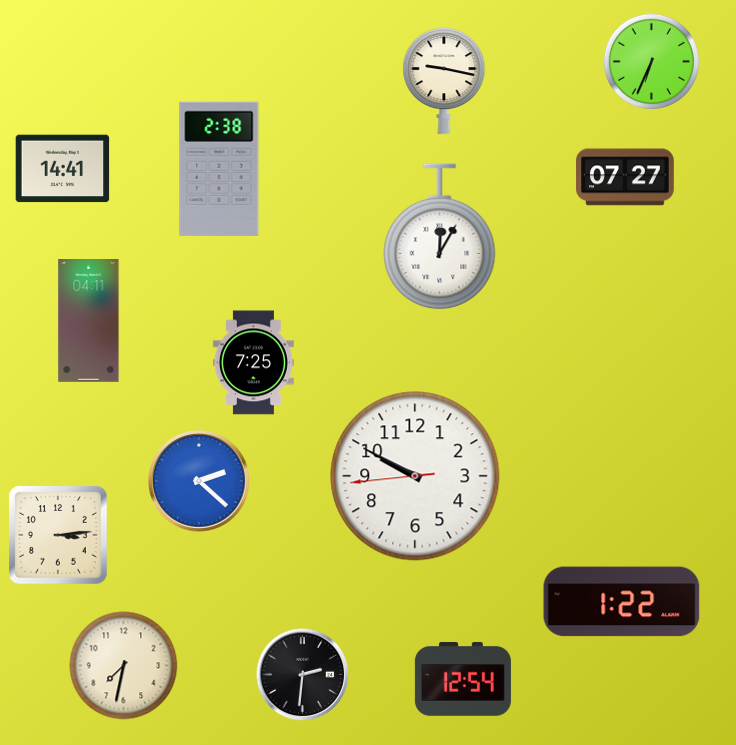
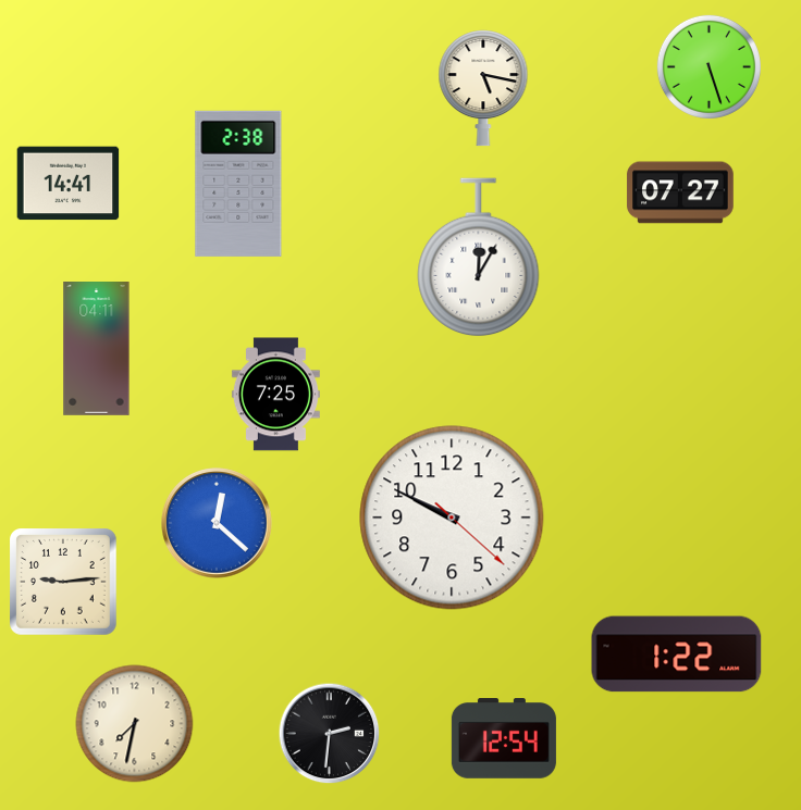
clock at (651, 61): 6:34 -> 5:27
clock at (444, 81): 9:17 -> 5:17
clock at (415, 476): 9:49:44 -> 9:49:22
clock at (200, 482): 2:22 -> 12:22
clock at (59, 536): 3:14 -> 9:14
